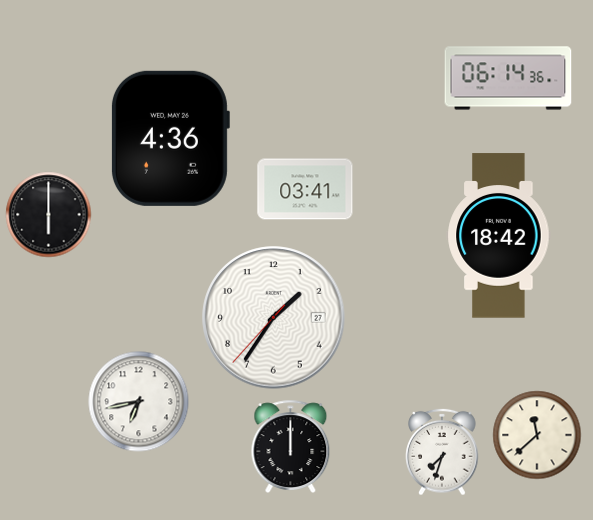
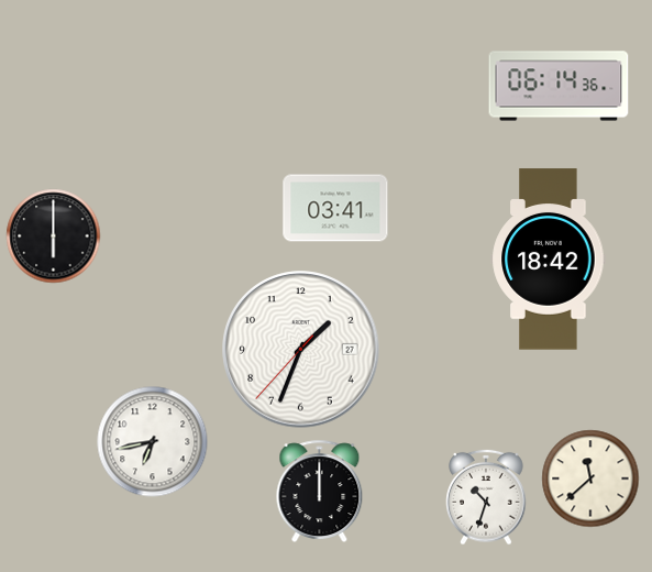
clock at (170, 138): 4:36 -> none
clock at (274, 318): 1:35 -> 1:33
clock at (442, 452): 7:33 -> 10:33
